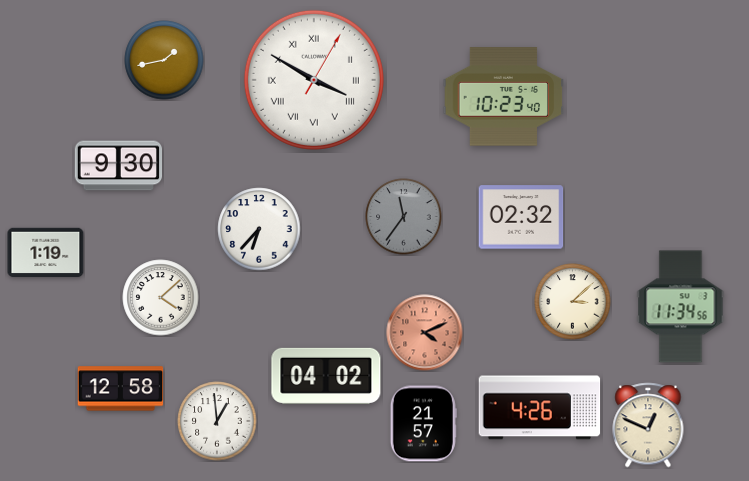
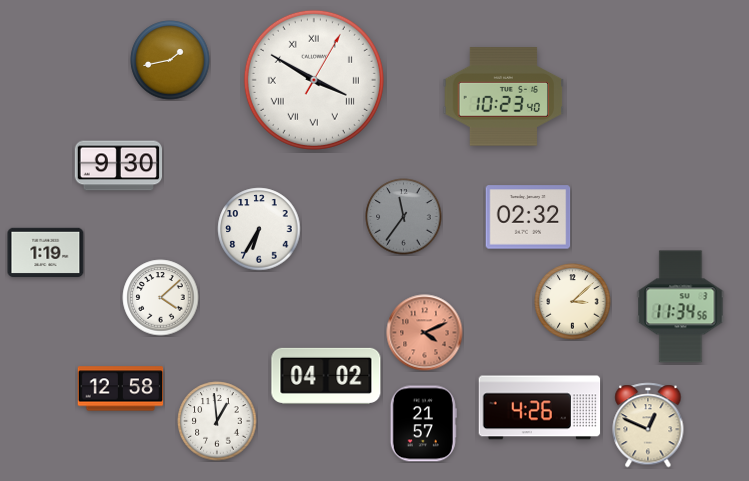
clock at (164, 60) position: (164, 60) -> (170, 60)
clock at (521, 217) position: (521, 217) -> (528, 217)
clock at (259, 229): 6:37 -> 6:35
